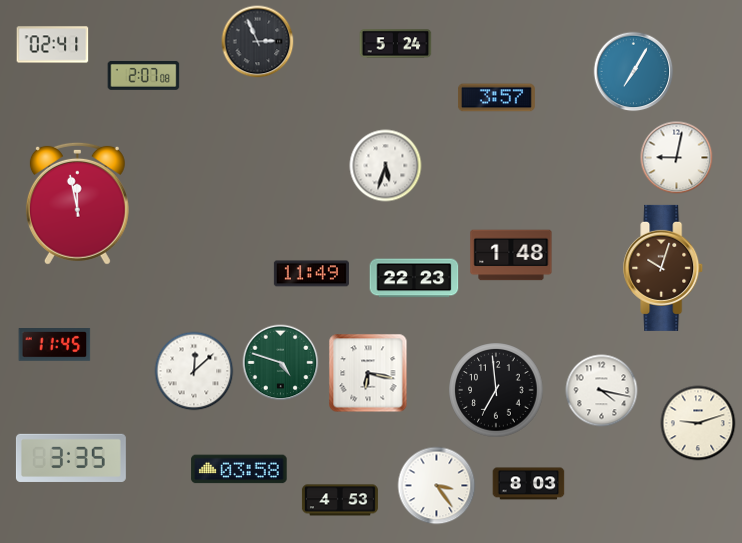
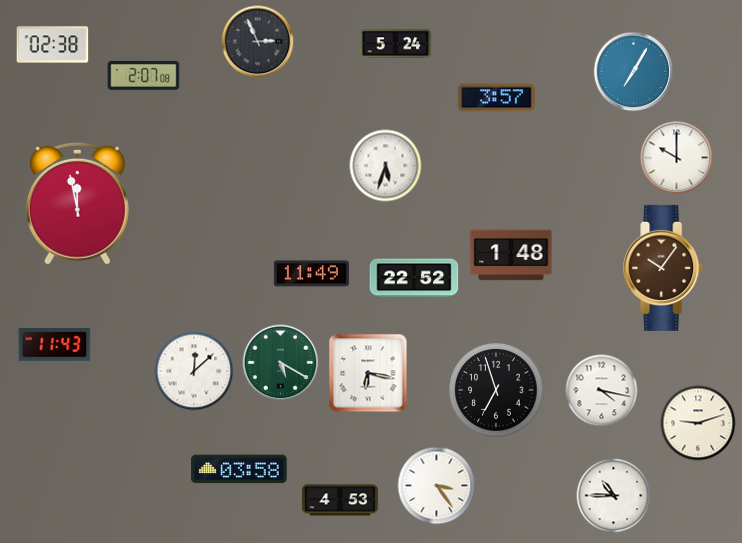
clock at (53, 45): 02:41 -> 02:38
clock at (677, 158): 9:02 -> 10:00
clock at (664, 268): 10:03 -> 10:06
clock at (414, 278): 22:23 -> 22:52
clock at (55, 345): 11:45 -> 11:43
clock at (281, 363): 4:48 -> 5:20
clock at (496, 390): 6:59 -> 6:57
clock at (71, 458): 3:35 -> none
clock at (529, 484): 8:03 -> none
clock at (614, 496): none -> 10:45
